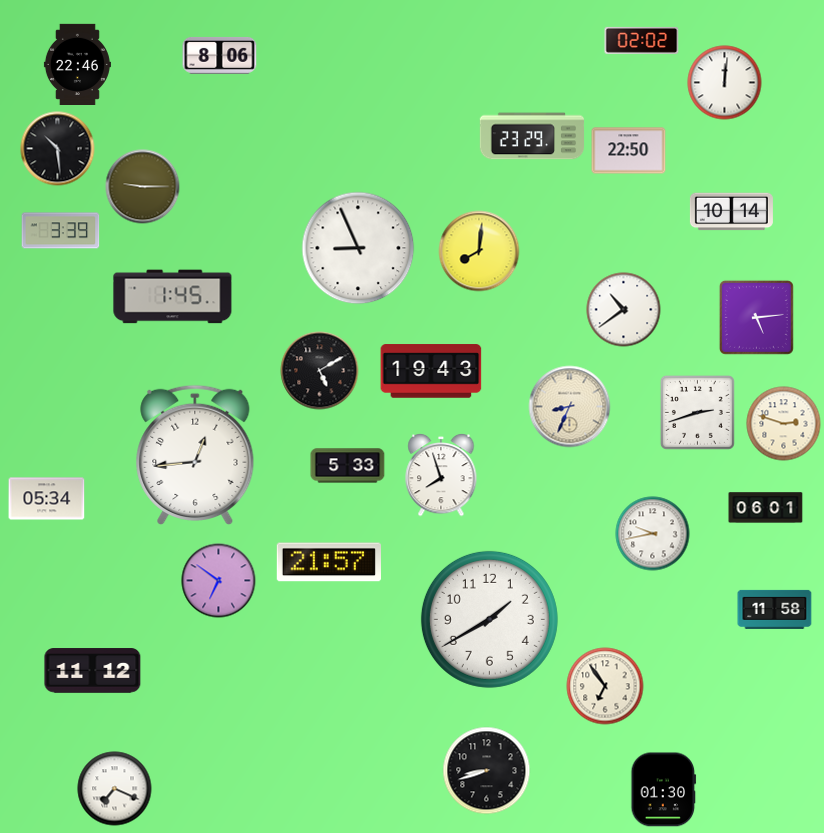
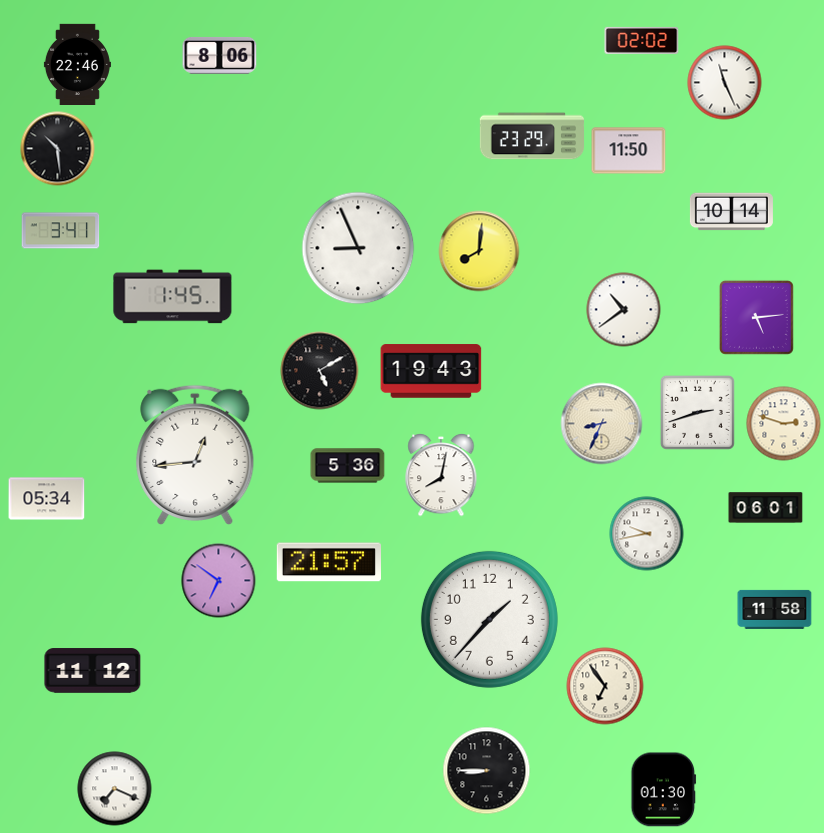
clock at (725, 83): 12:01 -> 11:26
clock at (629, 151): 22:50 -> 11:50
clock at (143, 187): 9:15 -> none
clock at (61, 231): 3:39 -> 3:41
clock at (570, 407) position: (570, 407) -> (602, 424)
clock at (348, 466): 5:33 -> 5:36
clock at (441, 475): 7:57 -> 8:02
clock at (653, 534) position: (653, 534) -> (647, 534)
clock at (489, 619): 1:40 -> 1:37
clock at (487, 771): 8:42 -> 8:45
